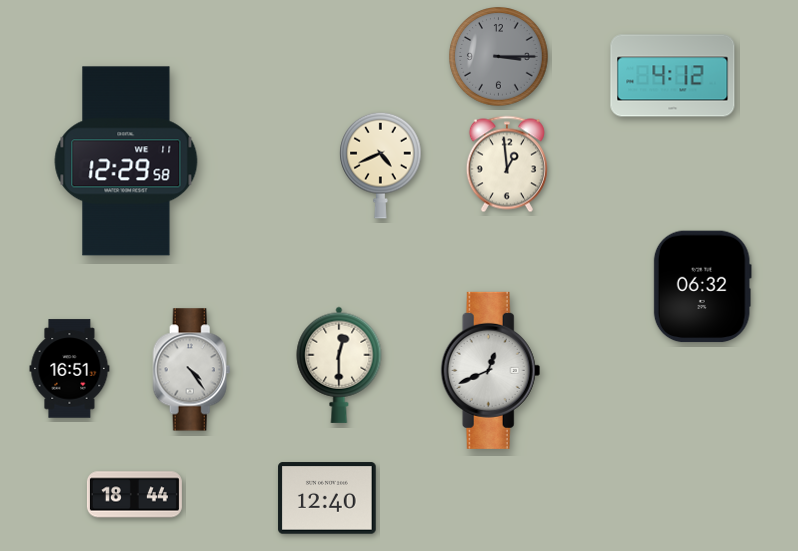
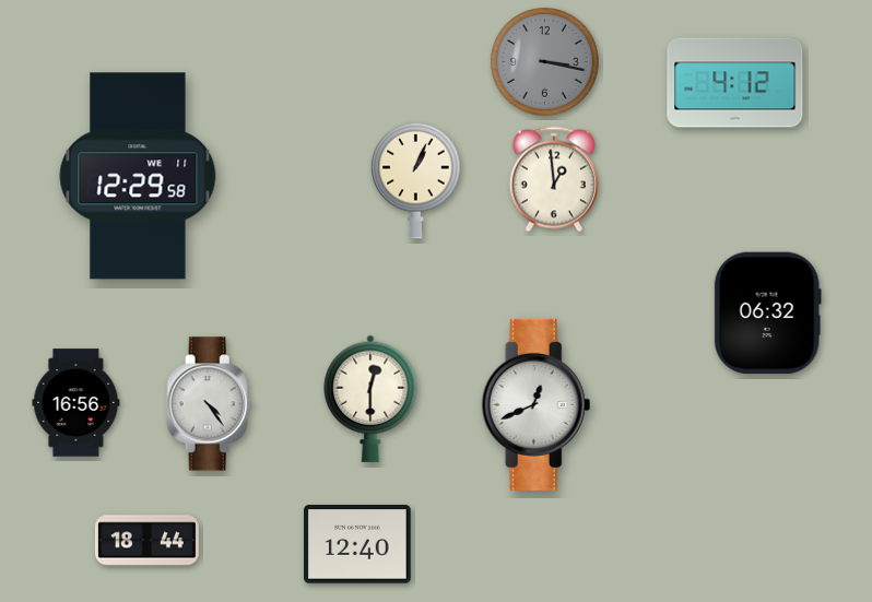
clock at (499, 57): 3:15 -> 3:17
clock at (381, 165): 4:41 -> 1:04
clock at (70, 369): 16:51 -> 16:56
